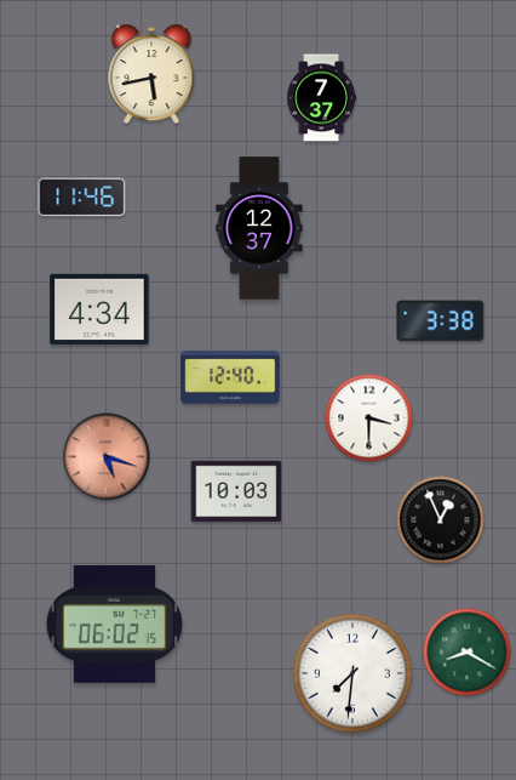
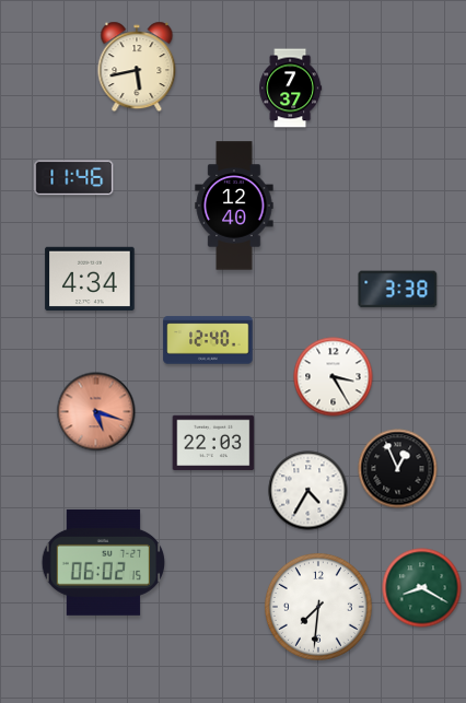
clock at (259, 228): 12:37 -> 12:40
clock at (369, 419): 3:30 -> 3:25
clock at (236, 491): 10:03 -> 22:03
clock at (308, 491): none -> 4:35
